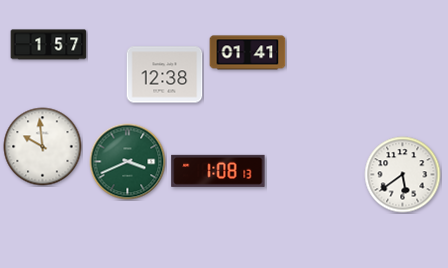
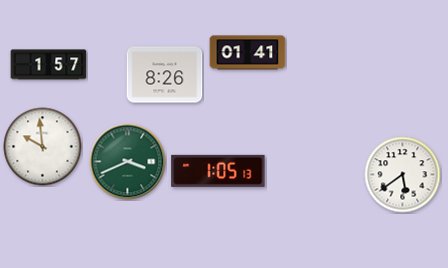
clock at (49, 45) position: (49, 45) -> (49, 65)
clock at (165, 75): 12:38 -> 8:26
clock at (218, 171): 1:08 -> 1:05
